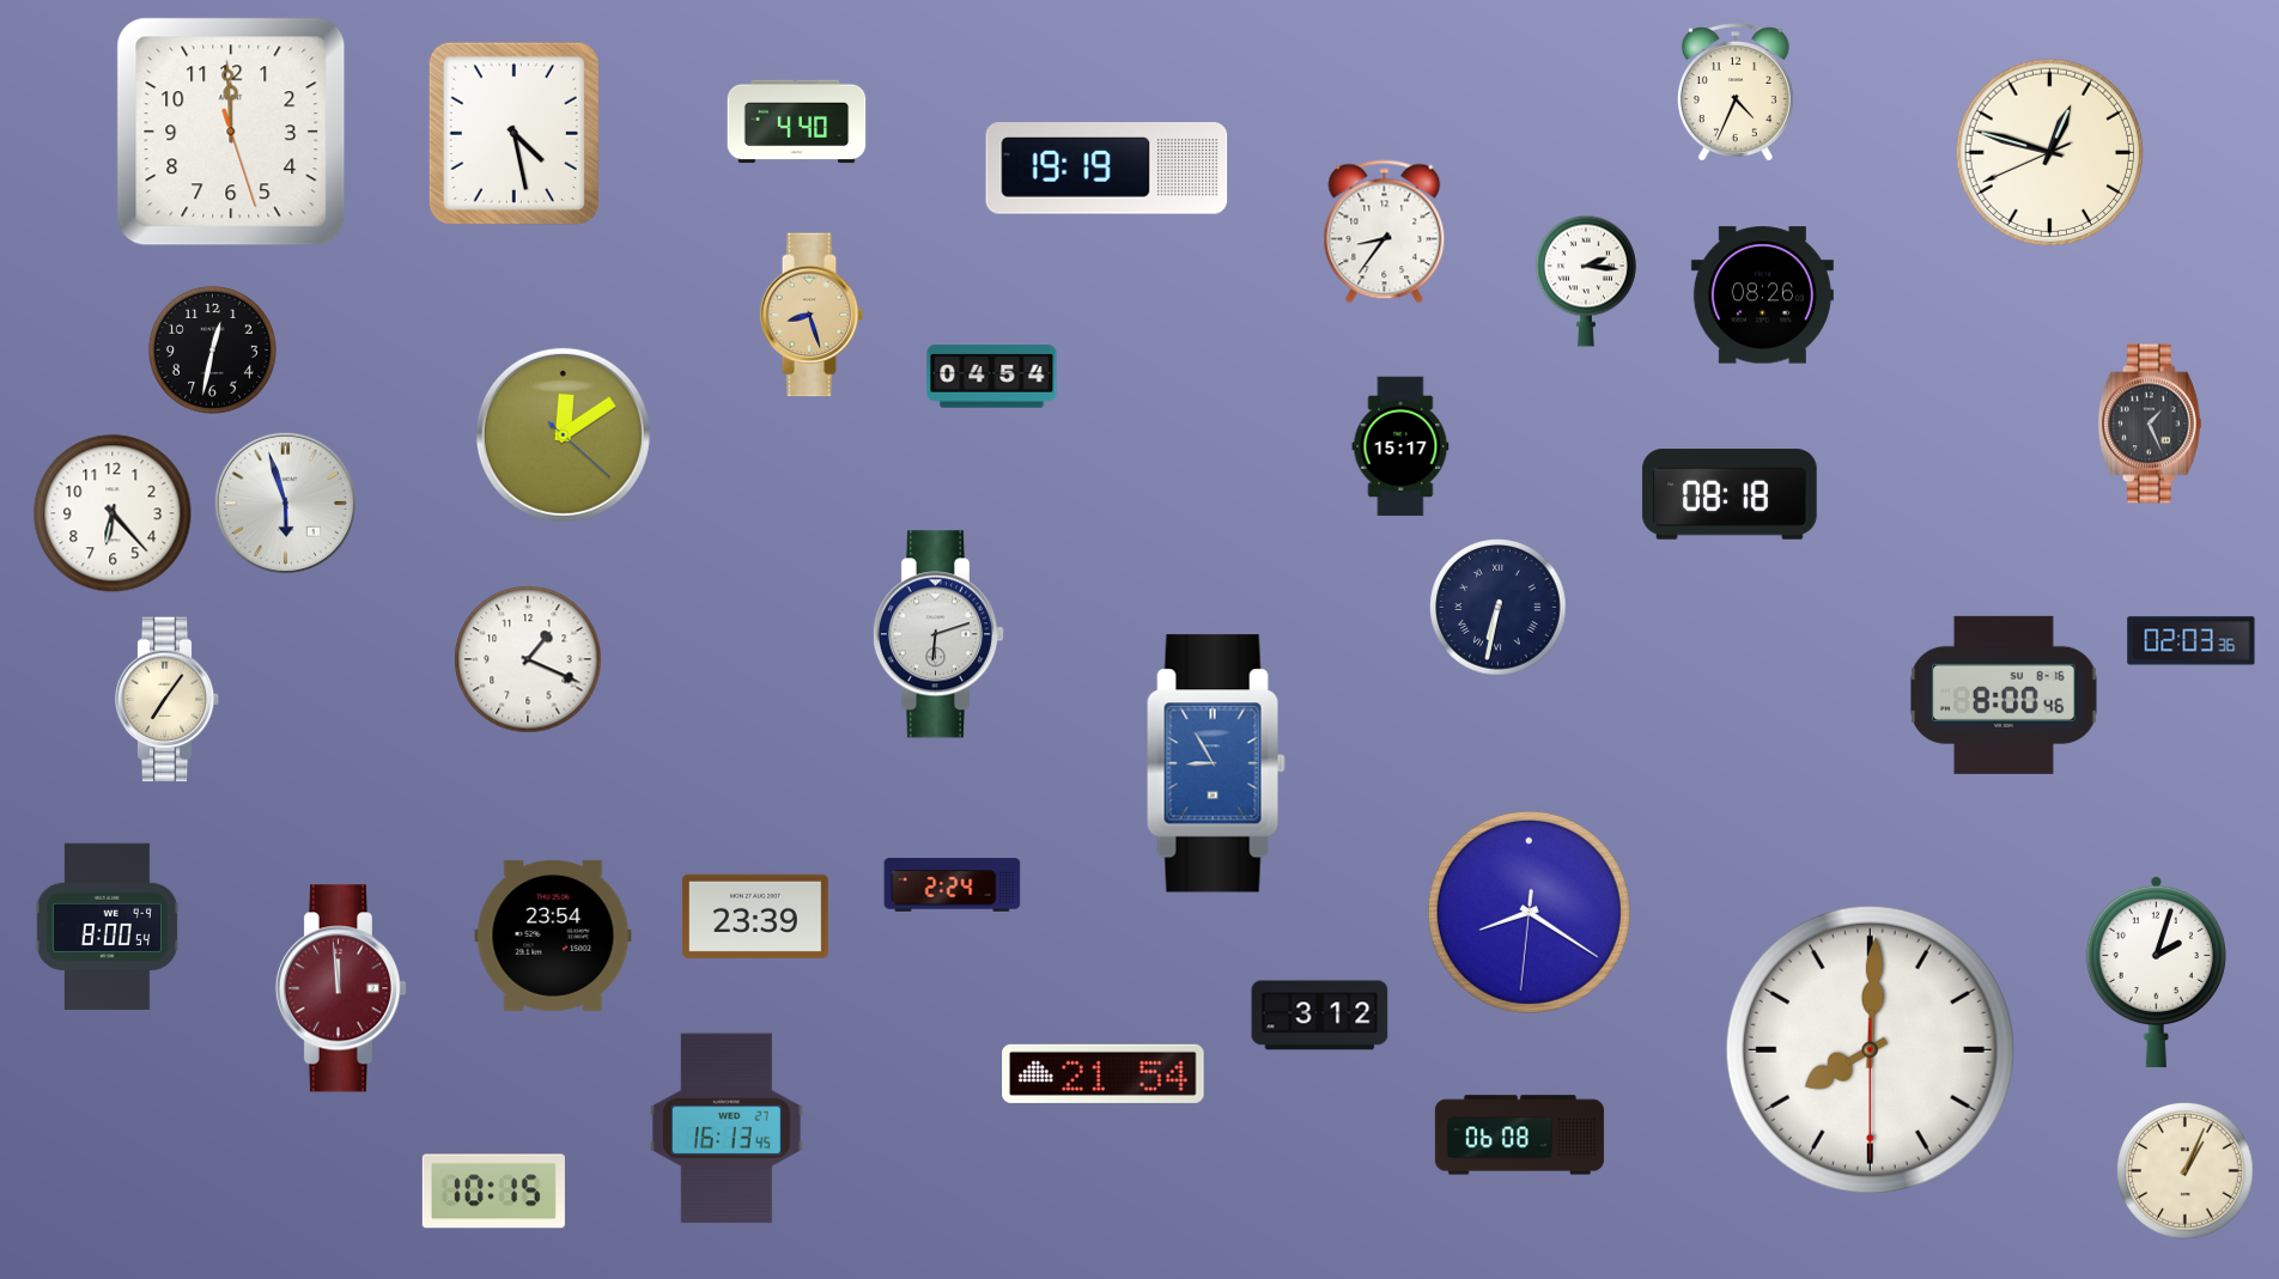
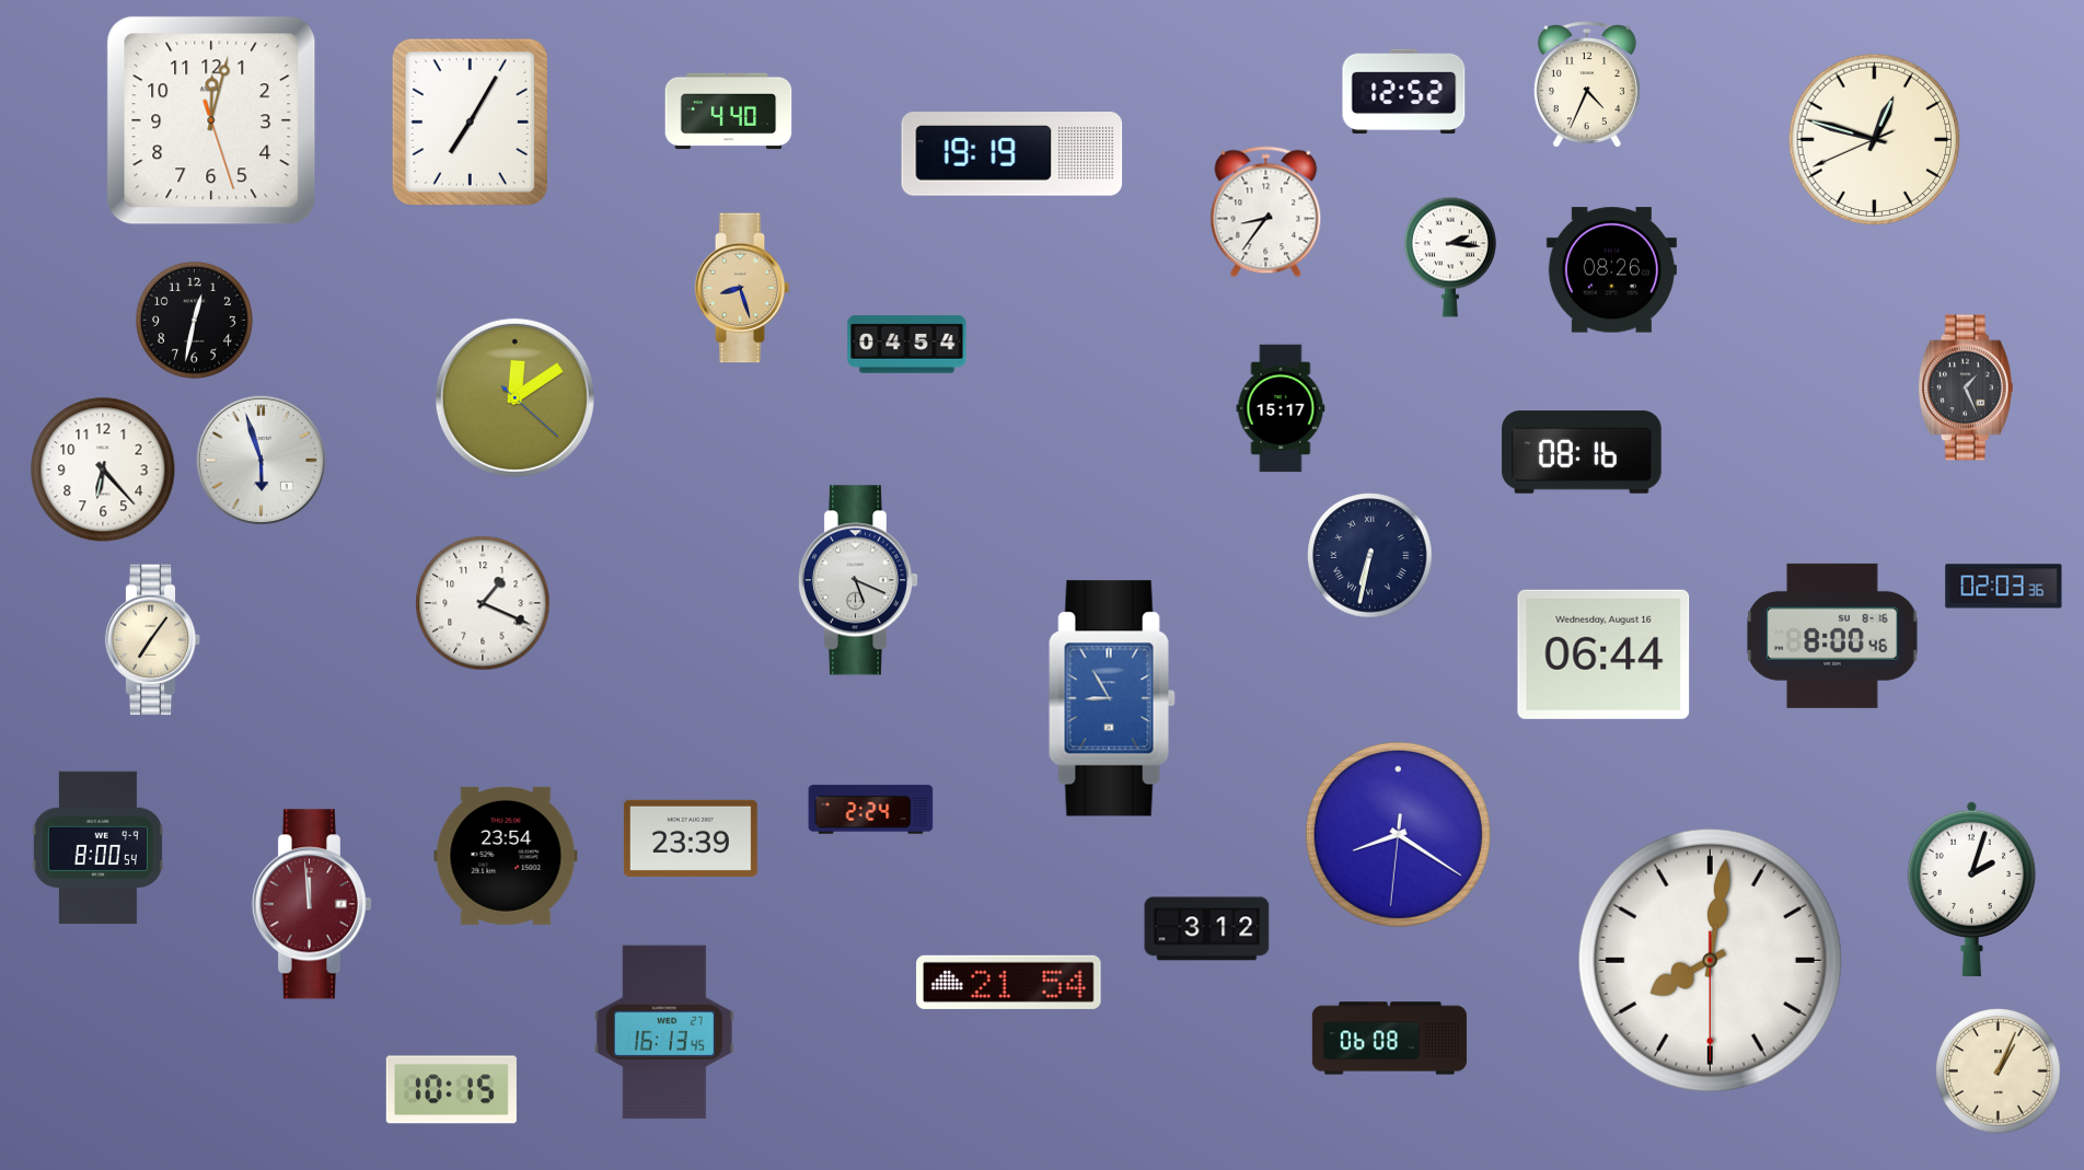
clock at (1404, 92): none -> 12:52
clock at (231, 132): 11:59 -> 12:02
clock at (513, 133): 4:28 -> 7:05
clock at (1730, 494): 08:18 -> 08:16
clock at (937, 634): 6:12 -> 5:19
clock at (1603, 654): none -> 06:44
clock at (1870, 1049): 8:00 -> 8:01
